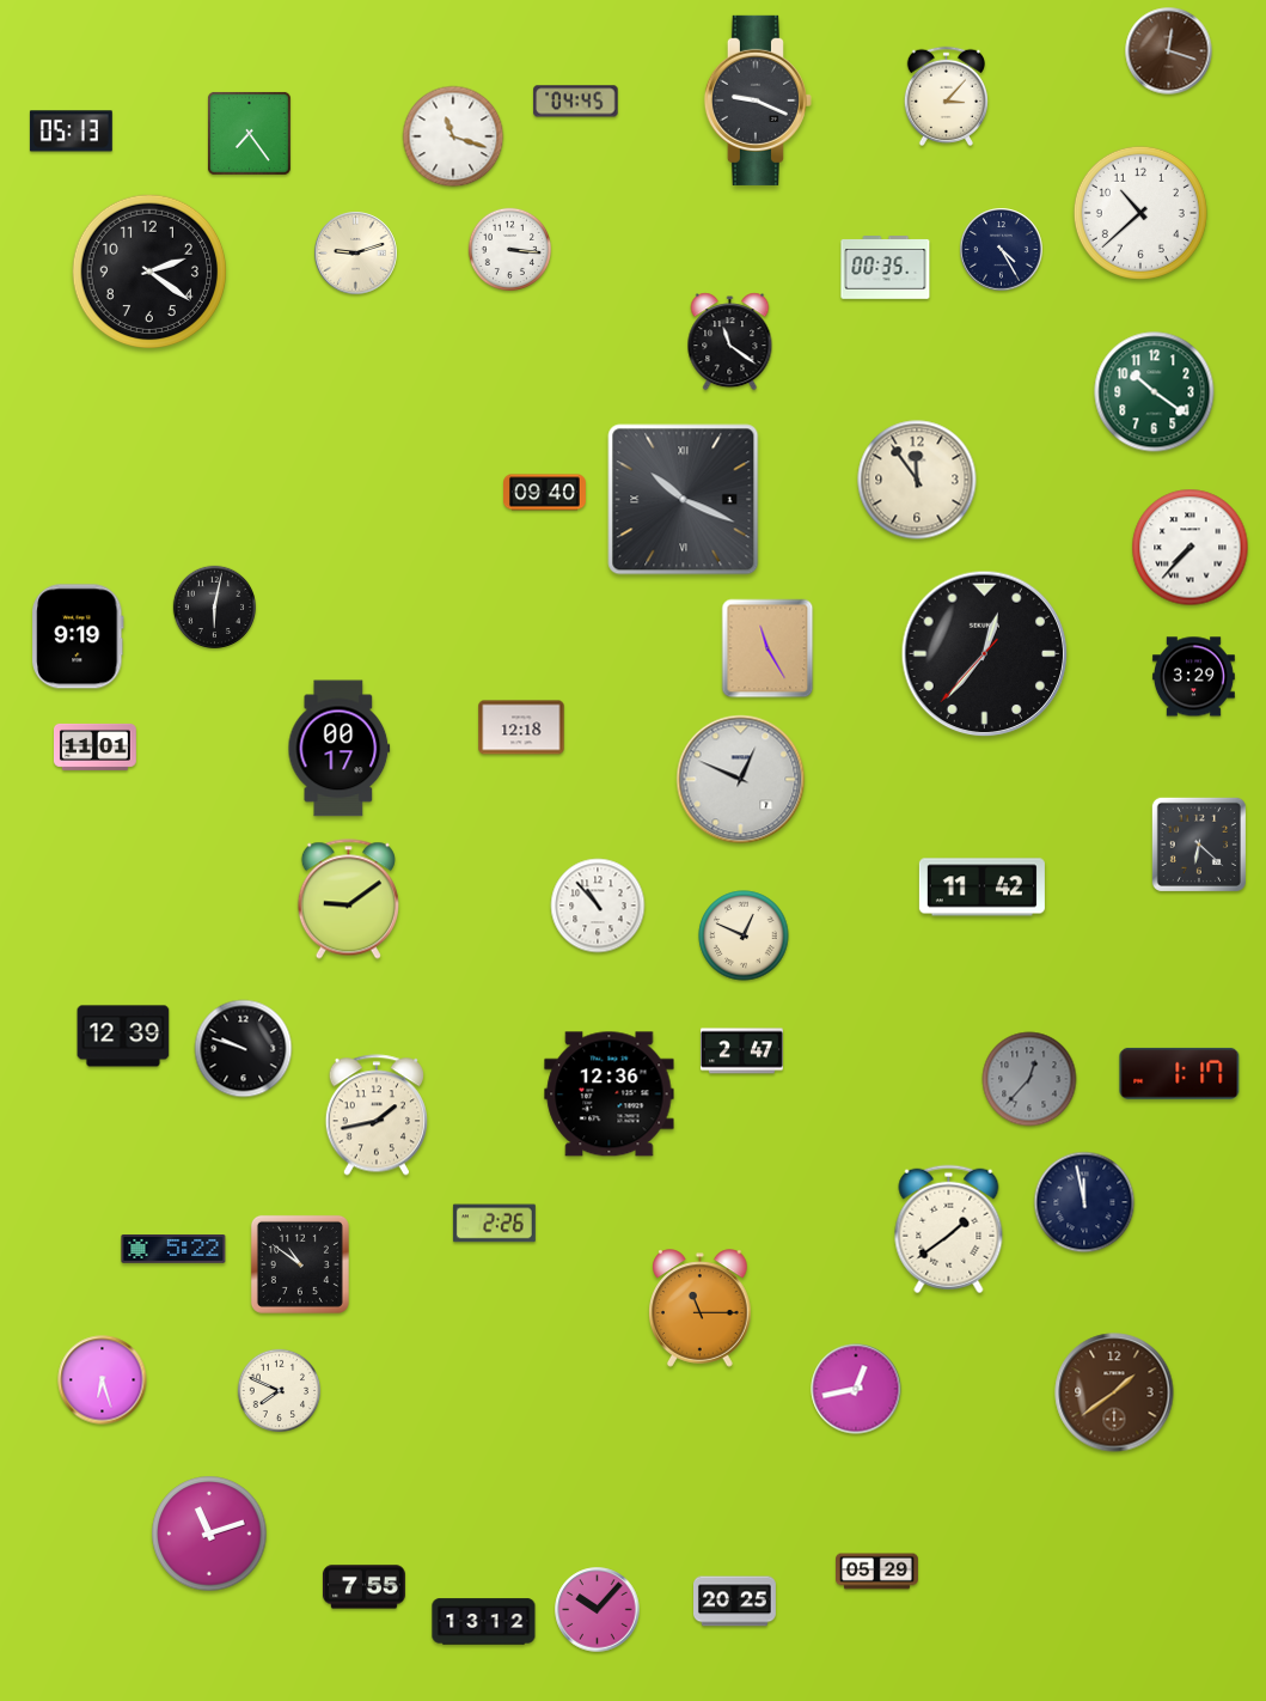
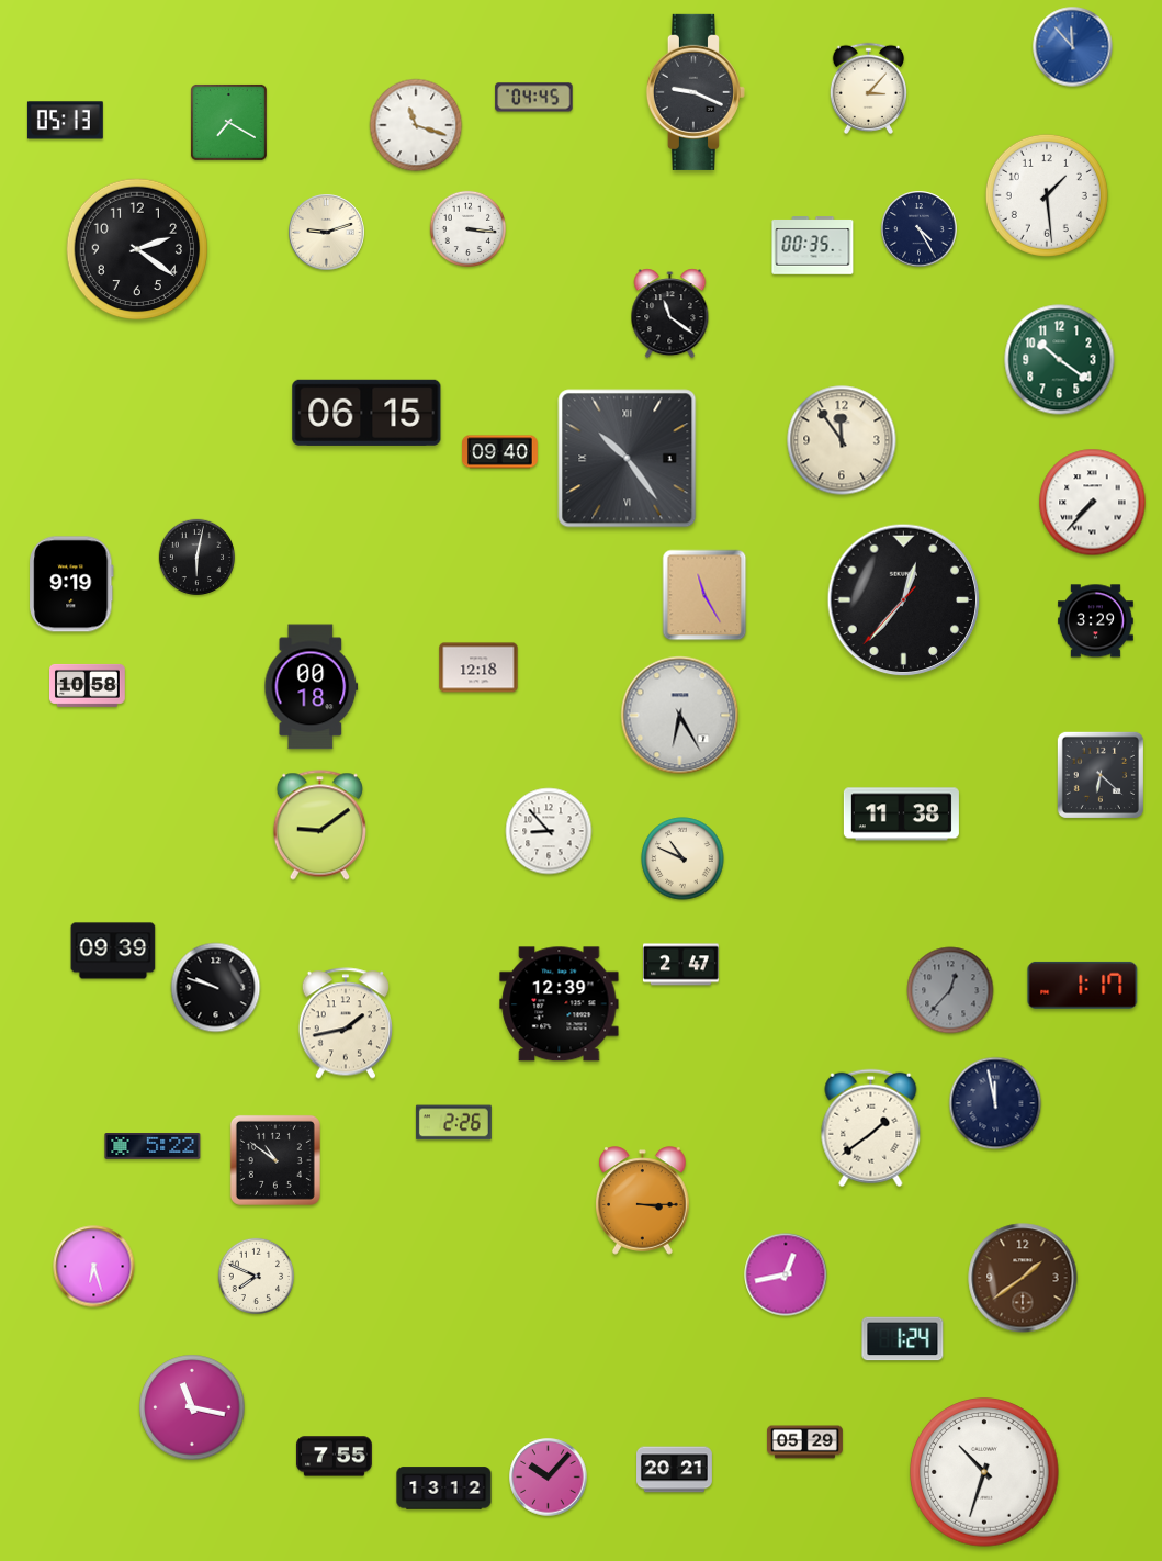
clock at (1169, 51): 12:18 -> 11:53
clock at (1169, 51) dial: brown -> blue
clock at (576, 102) position: (576, 102) -> (534, 98)
clock at (249, 133): 7:24 -> 7:20
clock at (1140, 213): 10:38 -> 1:29
clock at (366, 413): none -> 06:15
clock at (684, 500): 10:19 -> 10:24
clock at (94, 746): 11:01 -> 10:58
clock at (340, 749): 00:17 -> 00:18
clock at (741, 780): 12:49 -> 6:25
clock at (981, 888): 11:42 -> 11:38
clock at (598, 906): 10:53 -> 8:53
clock at (744, 935): 12:49 -> 10:49
clock at (123, 1036): 12:39 -> 09:39
clock at (244, 1049) position: (244, 1049) -> (216, 988)
clock at (1029, 1079) position: (1029, 1079) -> (950, 990)
clock at (610, 1095): 12:36 -> 12:39
clock at (173, 1250) position: (173, 1250) -> (153, 1147)
clock at (701, 1309): 11:15 -> 3:15
clock at (903, 1339): none -> 1:24
clock at (209, 1534): 11:12 -> 11:17
clock at (735, 1602): 20:25 -> 20:21
clock at (984, 1472): none -> 10:33
